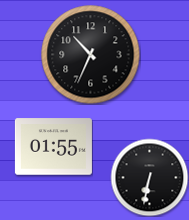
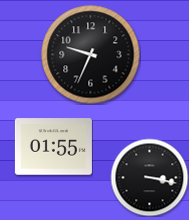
clock at (91, 55): 10:34 -> 9:34
clock at (149, 177): 6:32 -> 3:17
